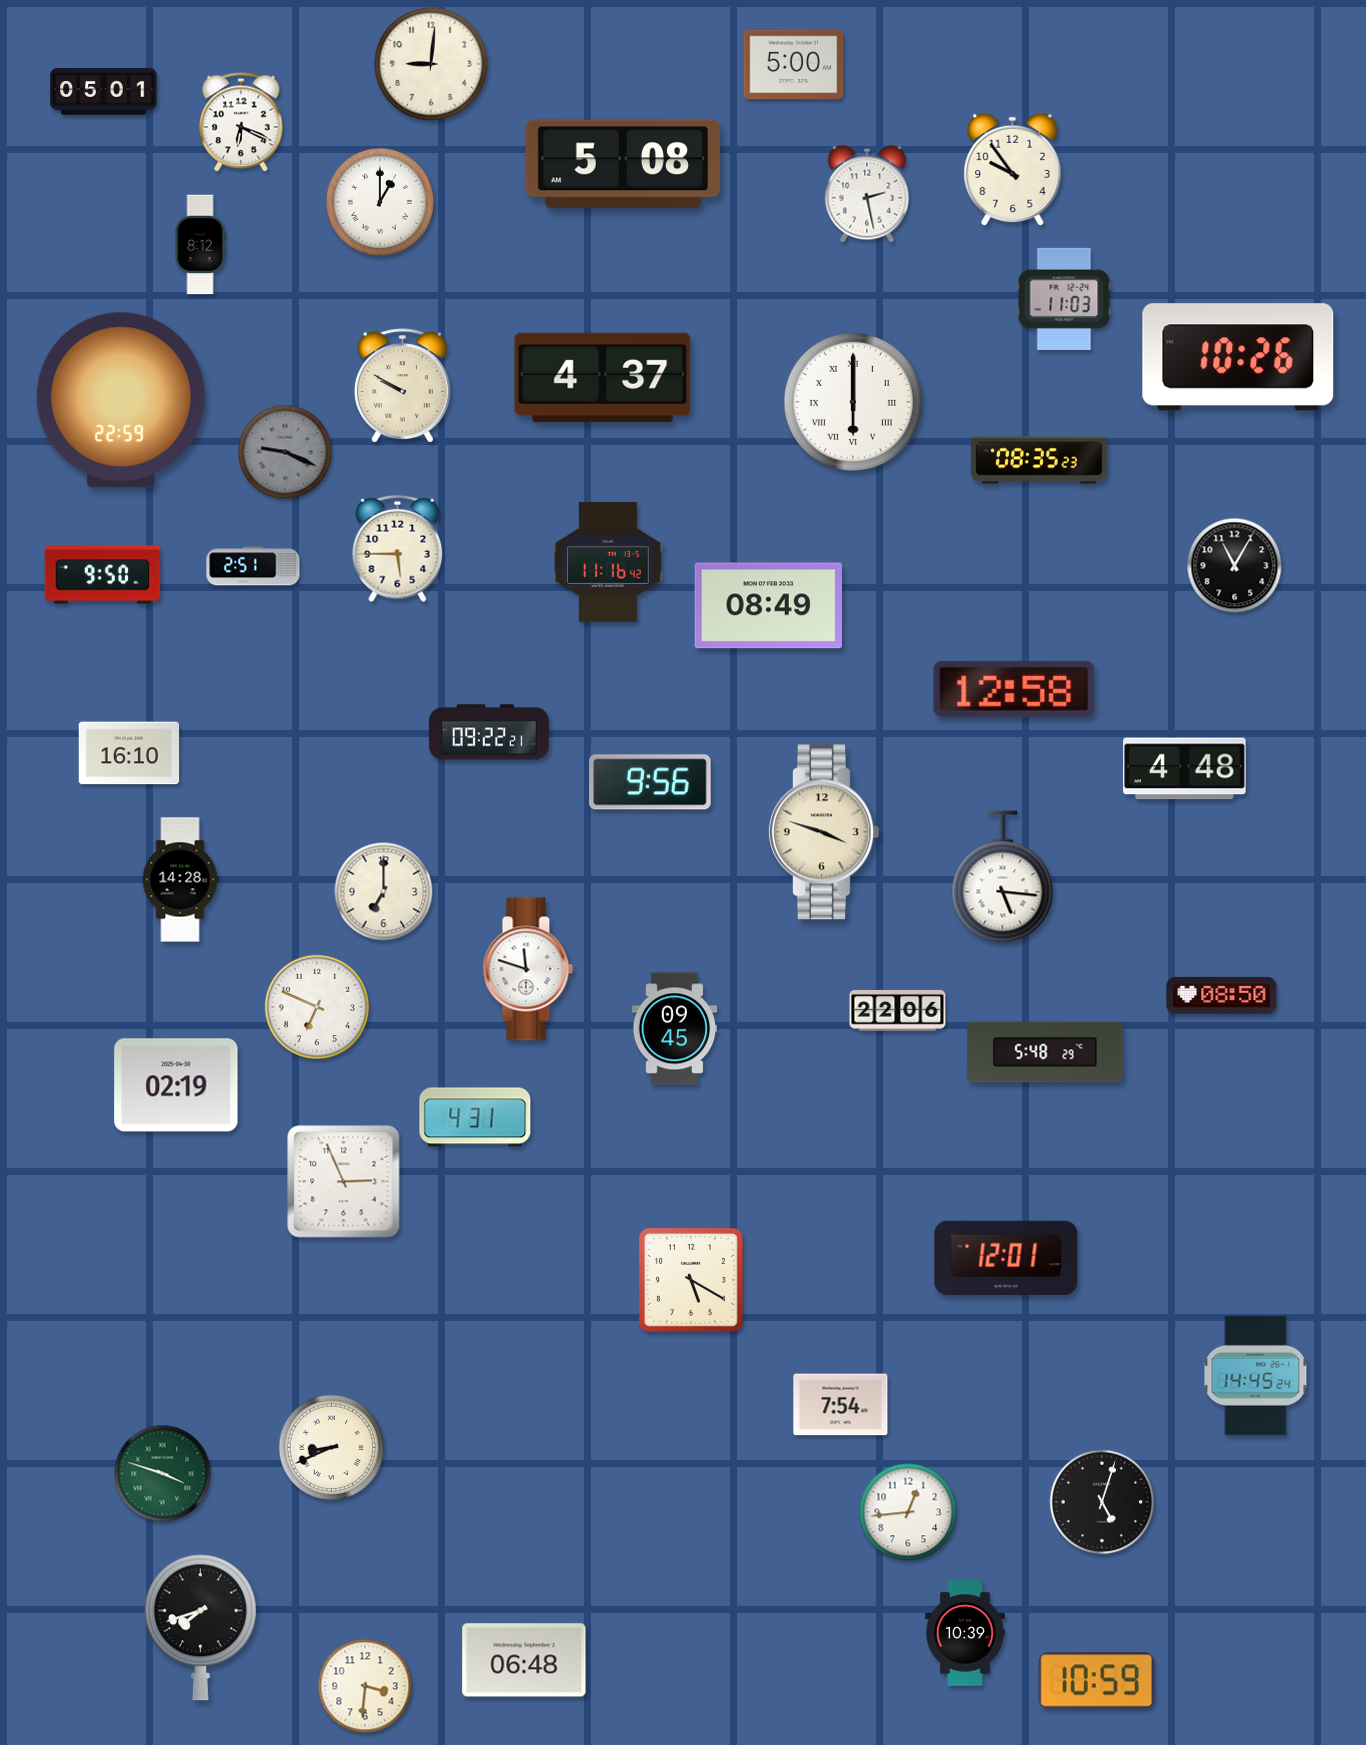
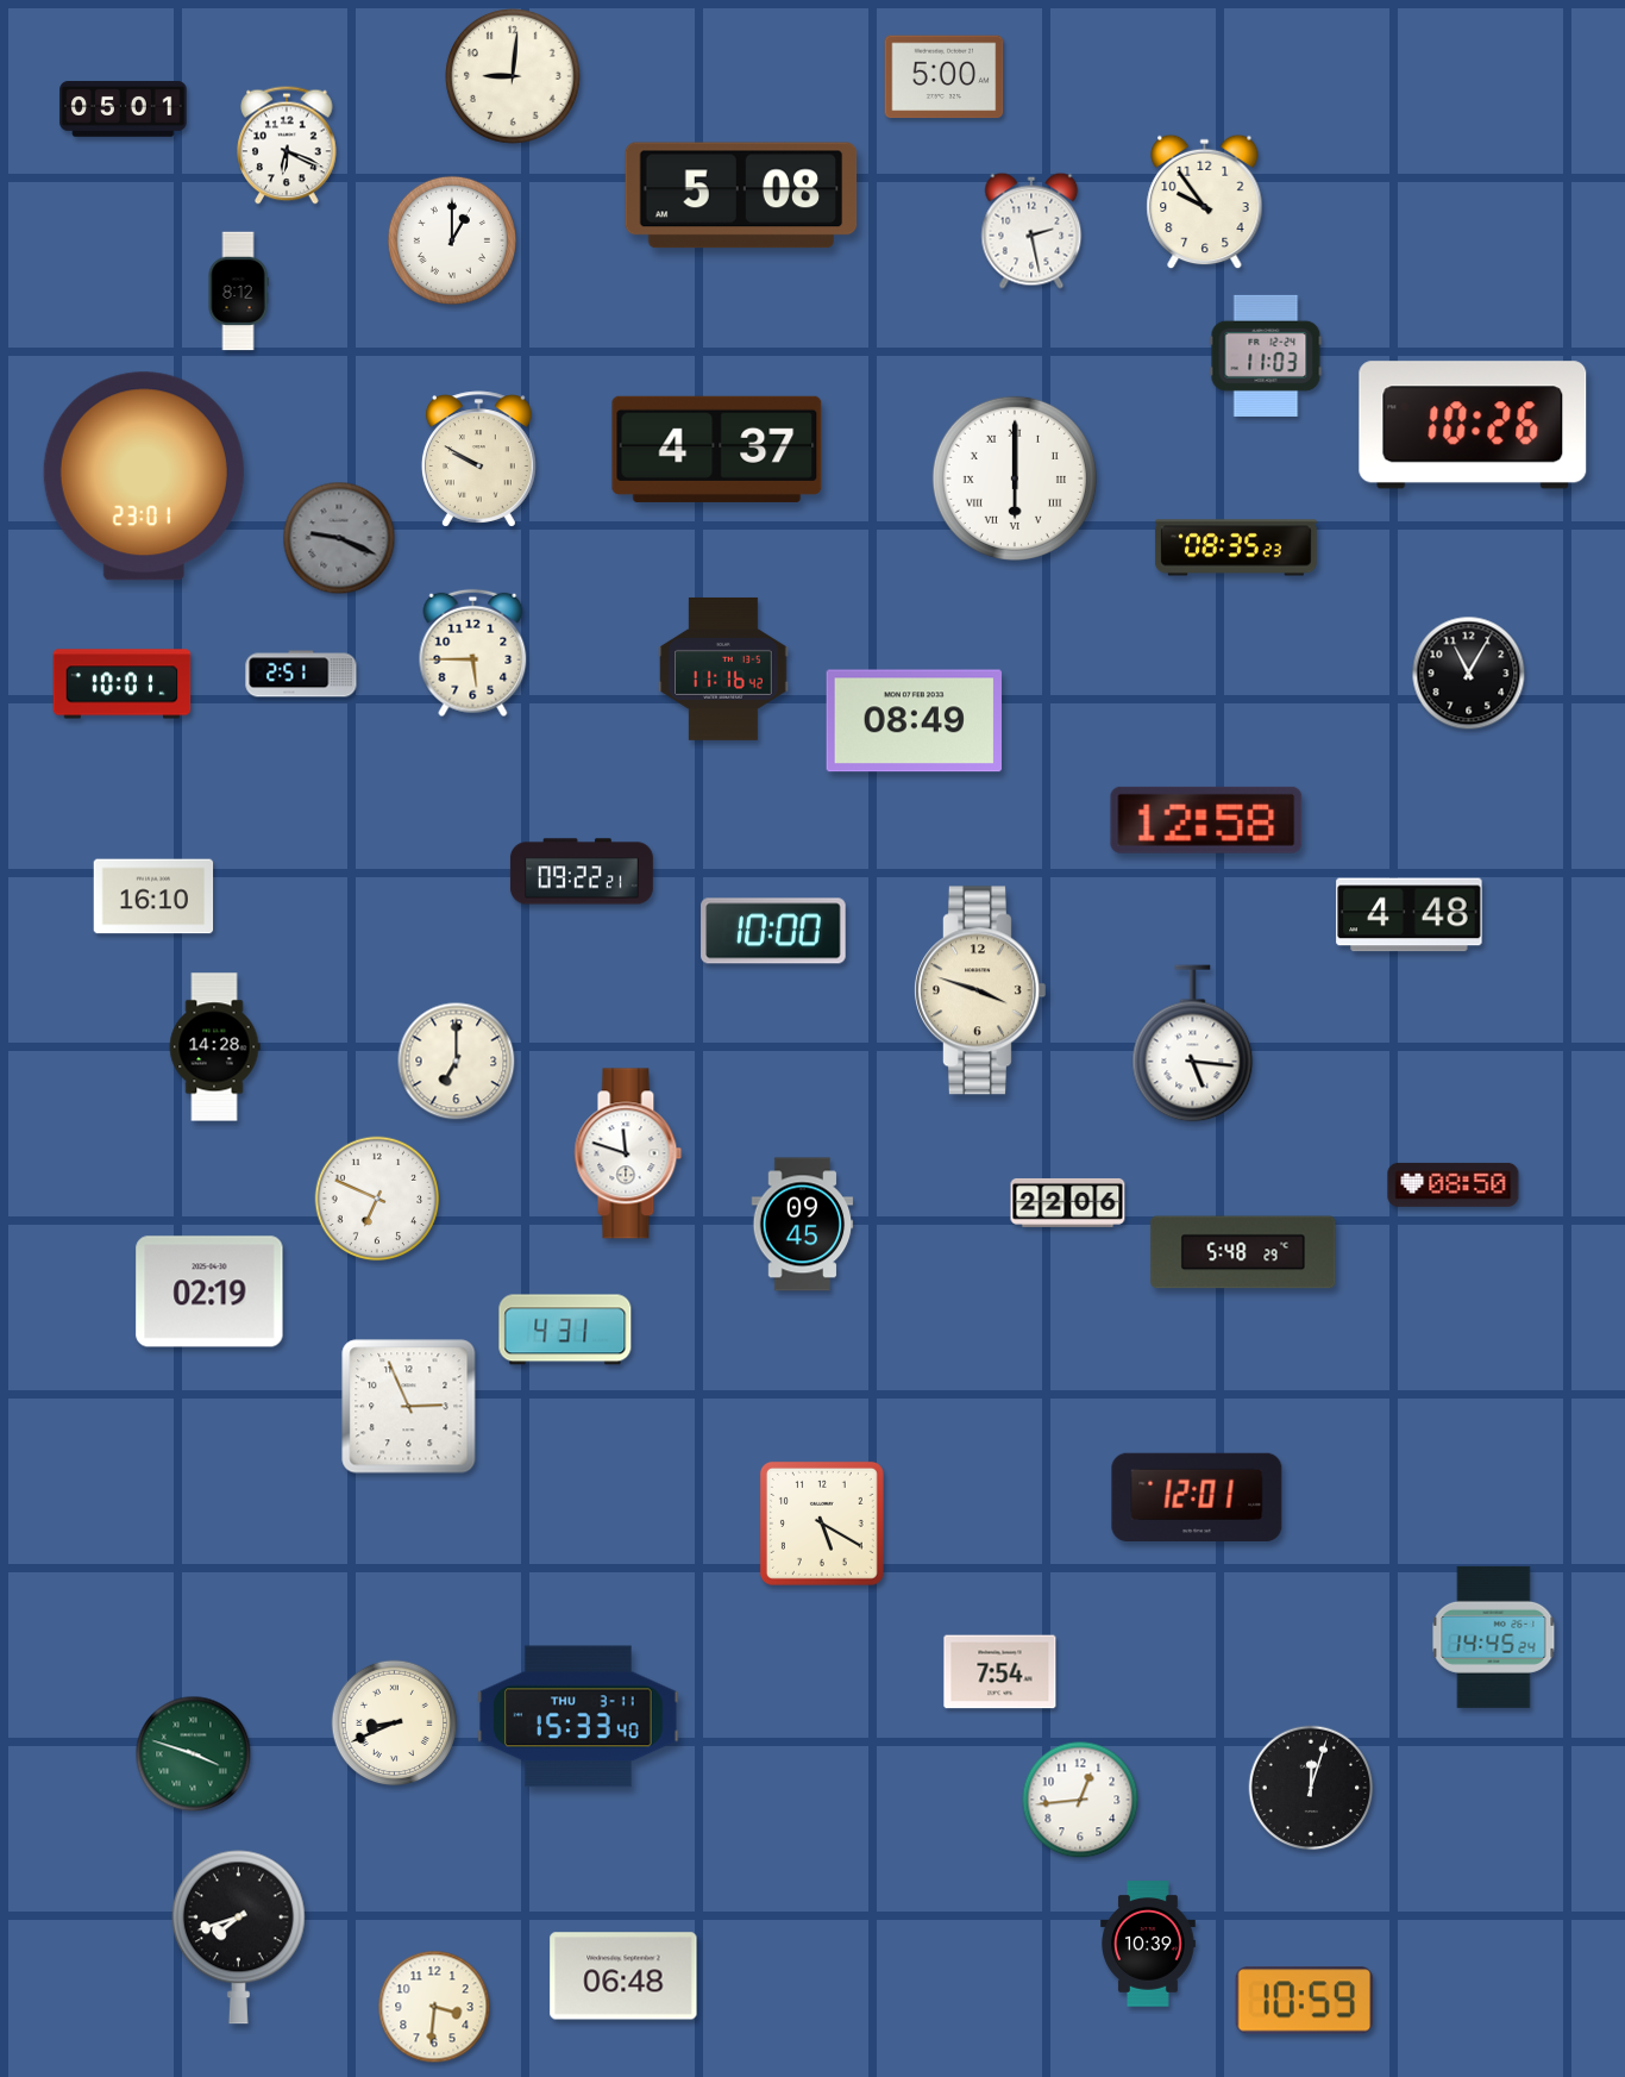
clock at (121, 400): 22:59 -> 23:01
clock at (103, 575): 9:50 -> 10:01
clock at (650, 782): 9:56 -> 10:00
clock at (578, 1716): none -> 15:33
clock at (1102, 1502): 5:03 -> 12:03
